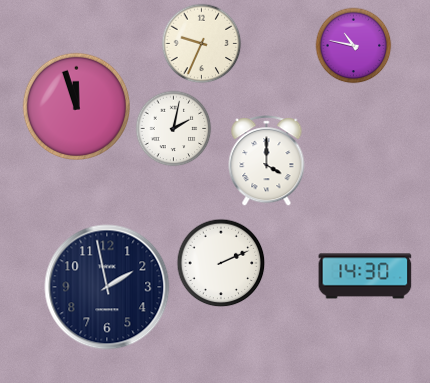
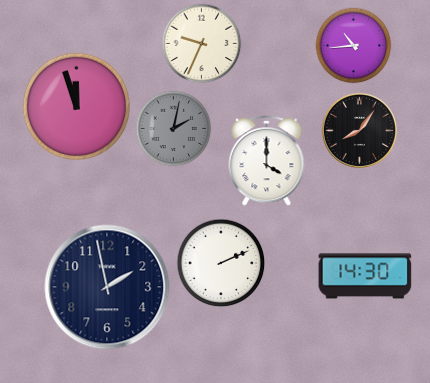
clock at (354, 46): 10:47 -> 10:44
clock at (174, 129) dial: white -> grey
clock at (359, 130): none -> 8:06
